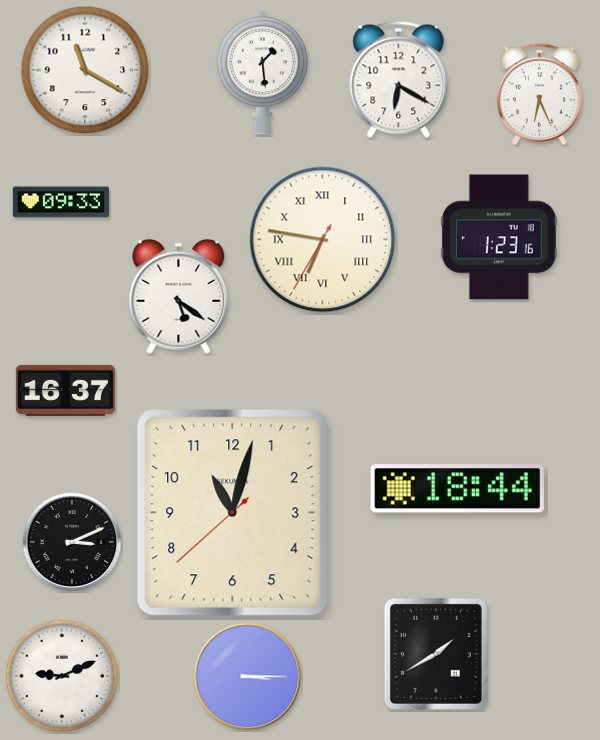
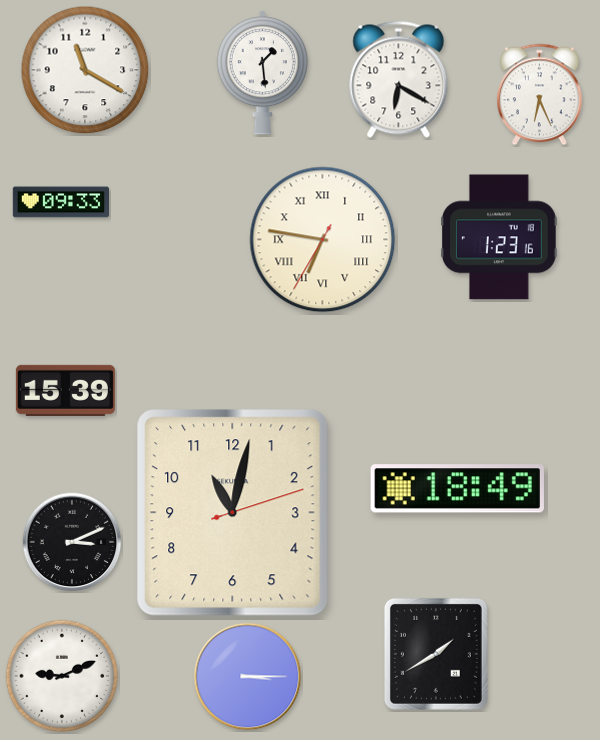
clock at (179, 296): 5:21 -> none
clock at (65, 390): 16:37 -> 15:39
clock at (457, 489): 18:44 -> 18:49
clock at (233, 513): 11:02:38 -> 11:02:12
